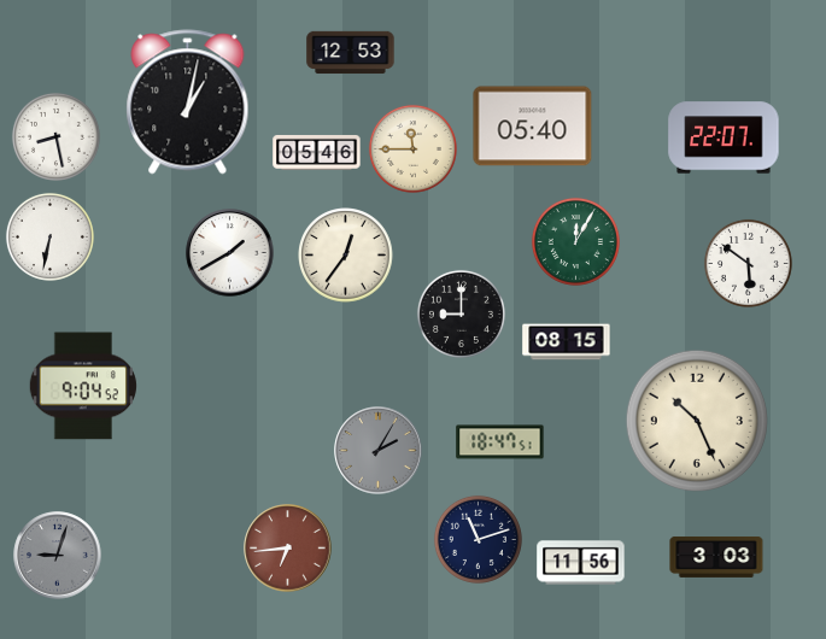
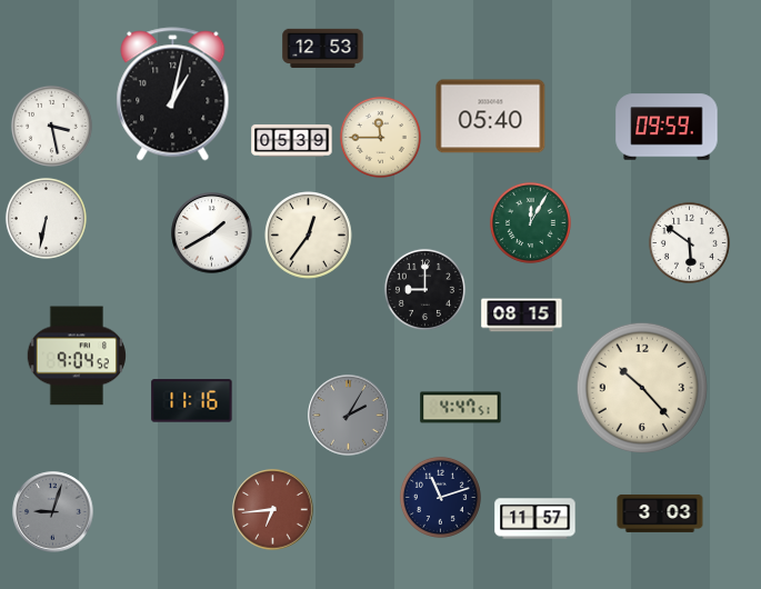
clock at (55, 136): 8:28 -> 3:28
clock at (724, 137): 22:07 -> 09:59
clock at (317, 152): 05:46 -> 05:39
clock at (346, 256) position: (346, 256) -> (309, 236)
clock at (697, 421): 10:26 -> 10:23
clock at (192, 401): none -> 11:16
clock at (500, 442): 18:47 -> 4:47
clock at (288, 549) position: (288, 549) -> (273, 510)
clock at (581, 563): 11:56 -> 11:57
